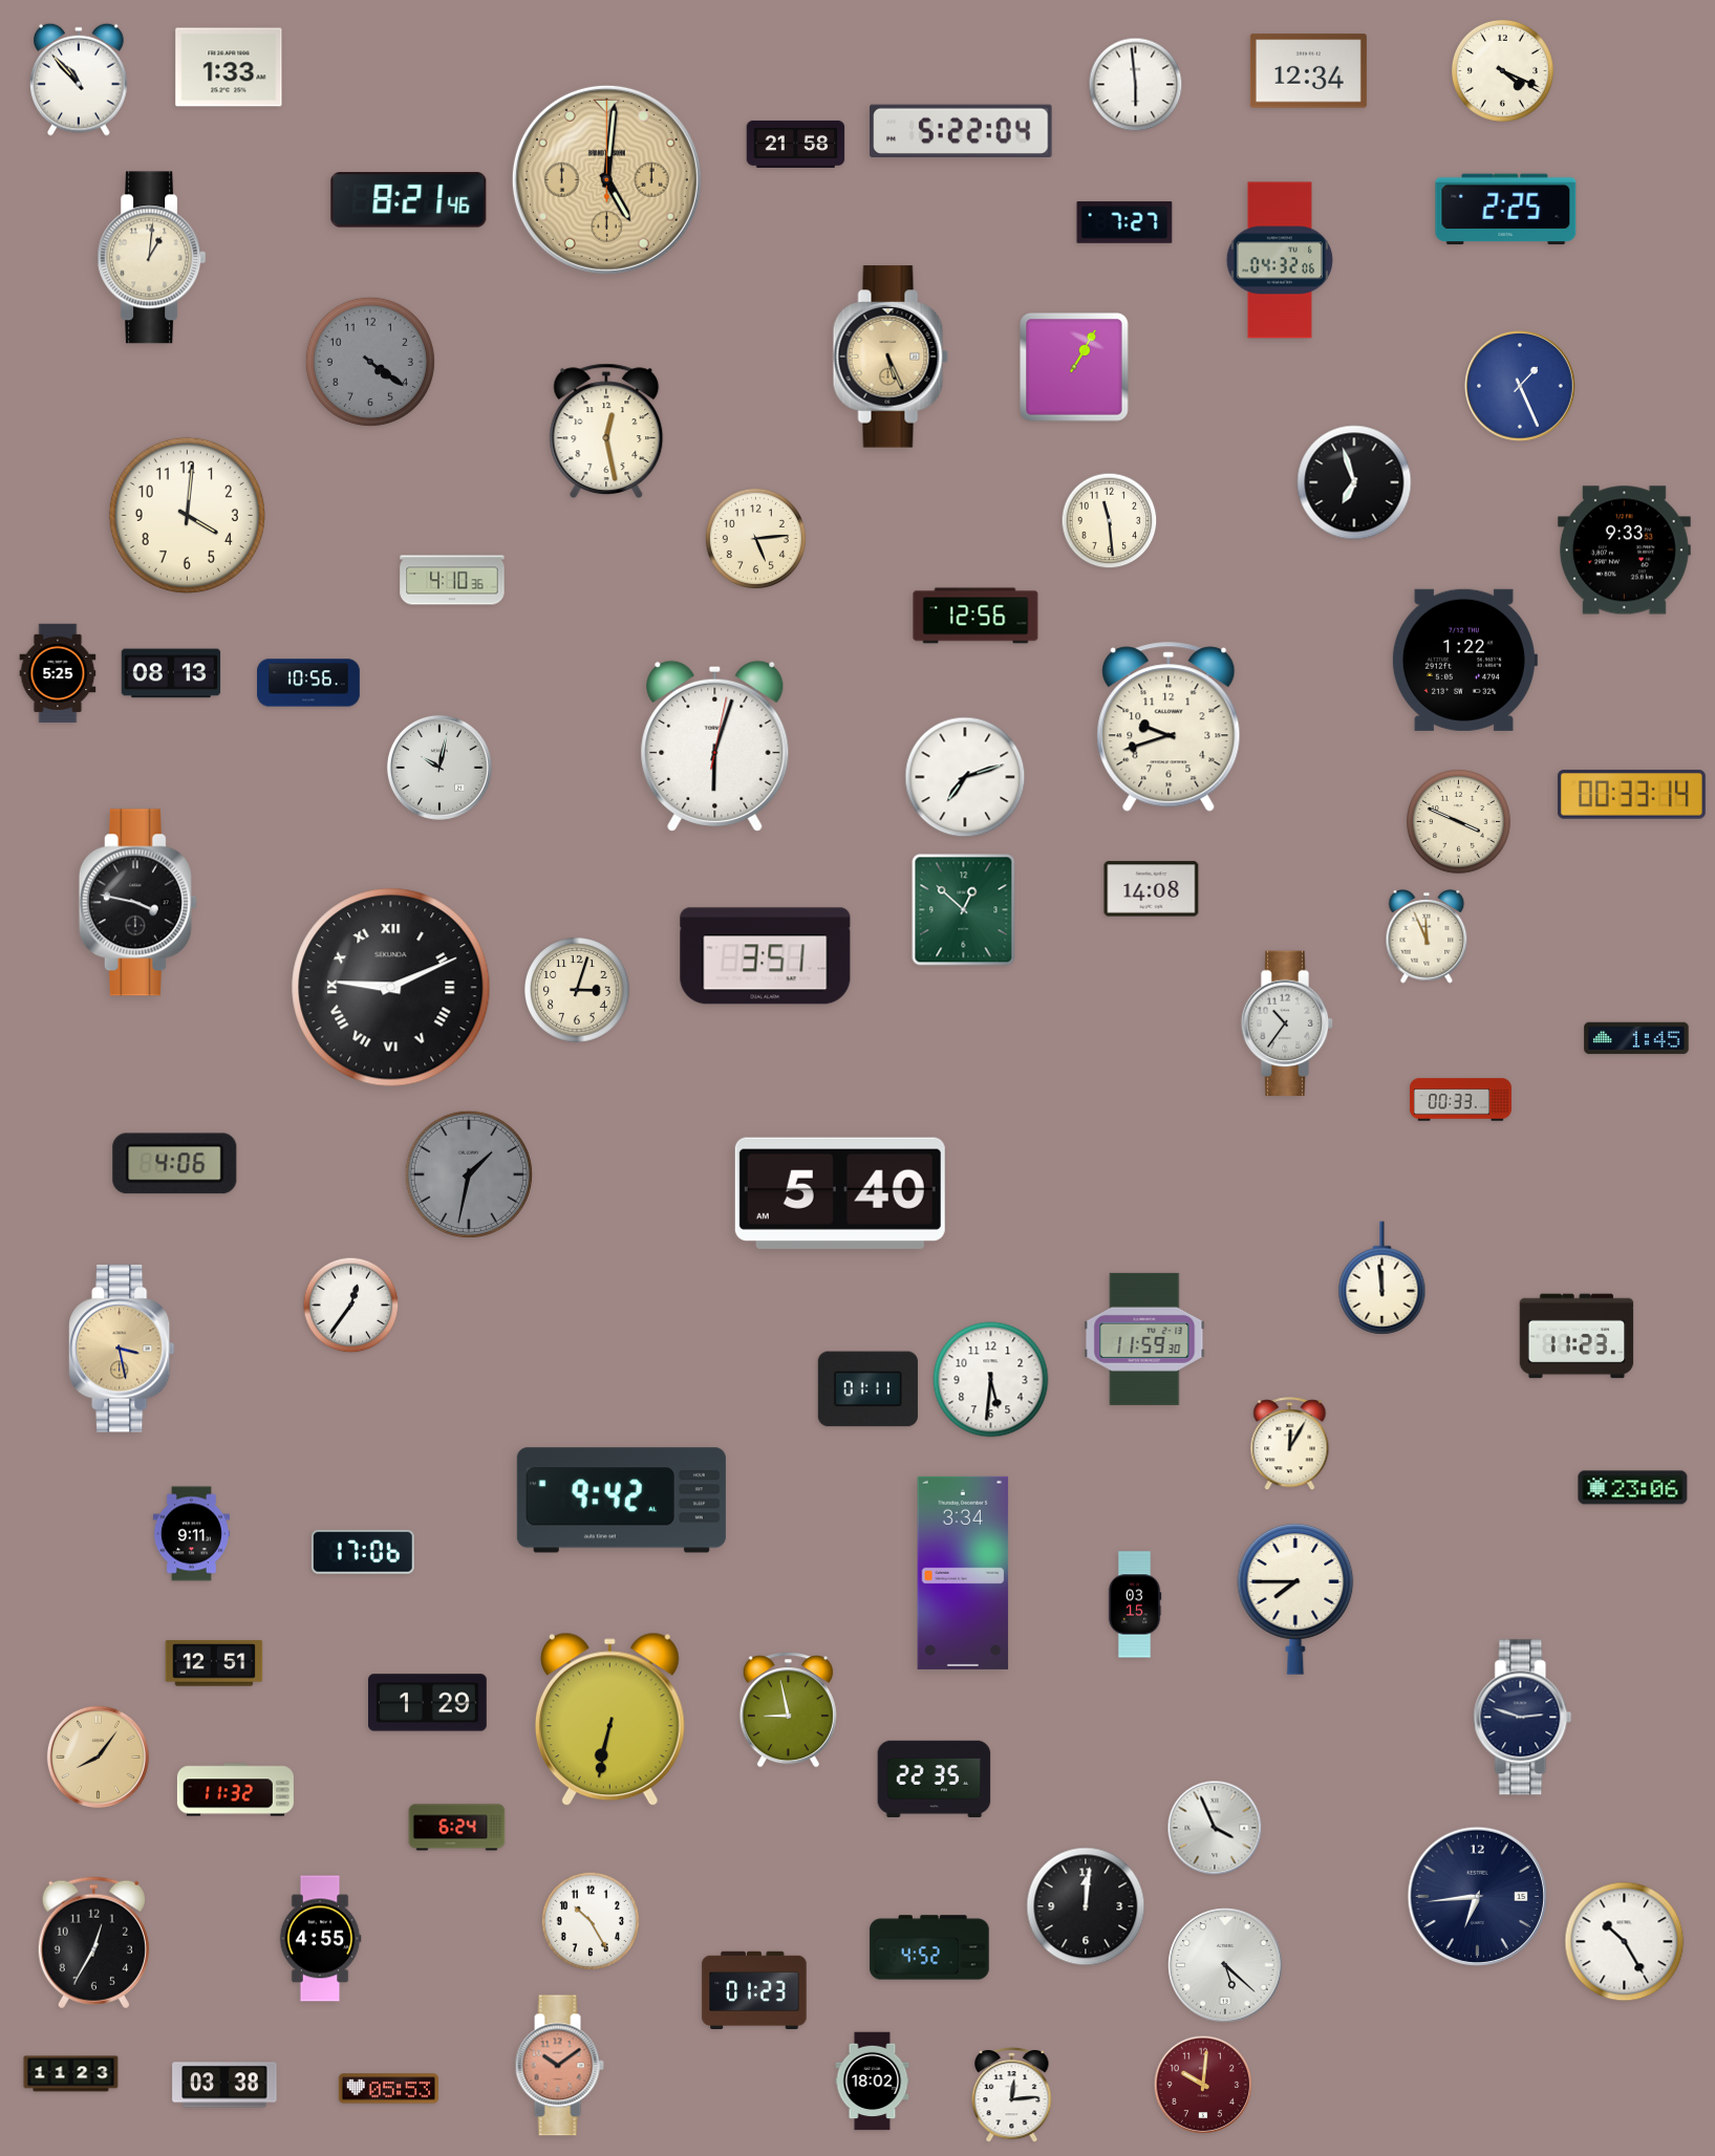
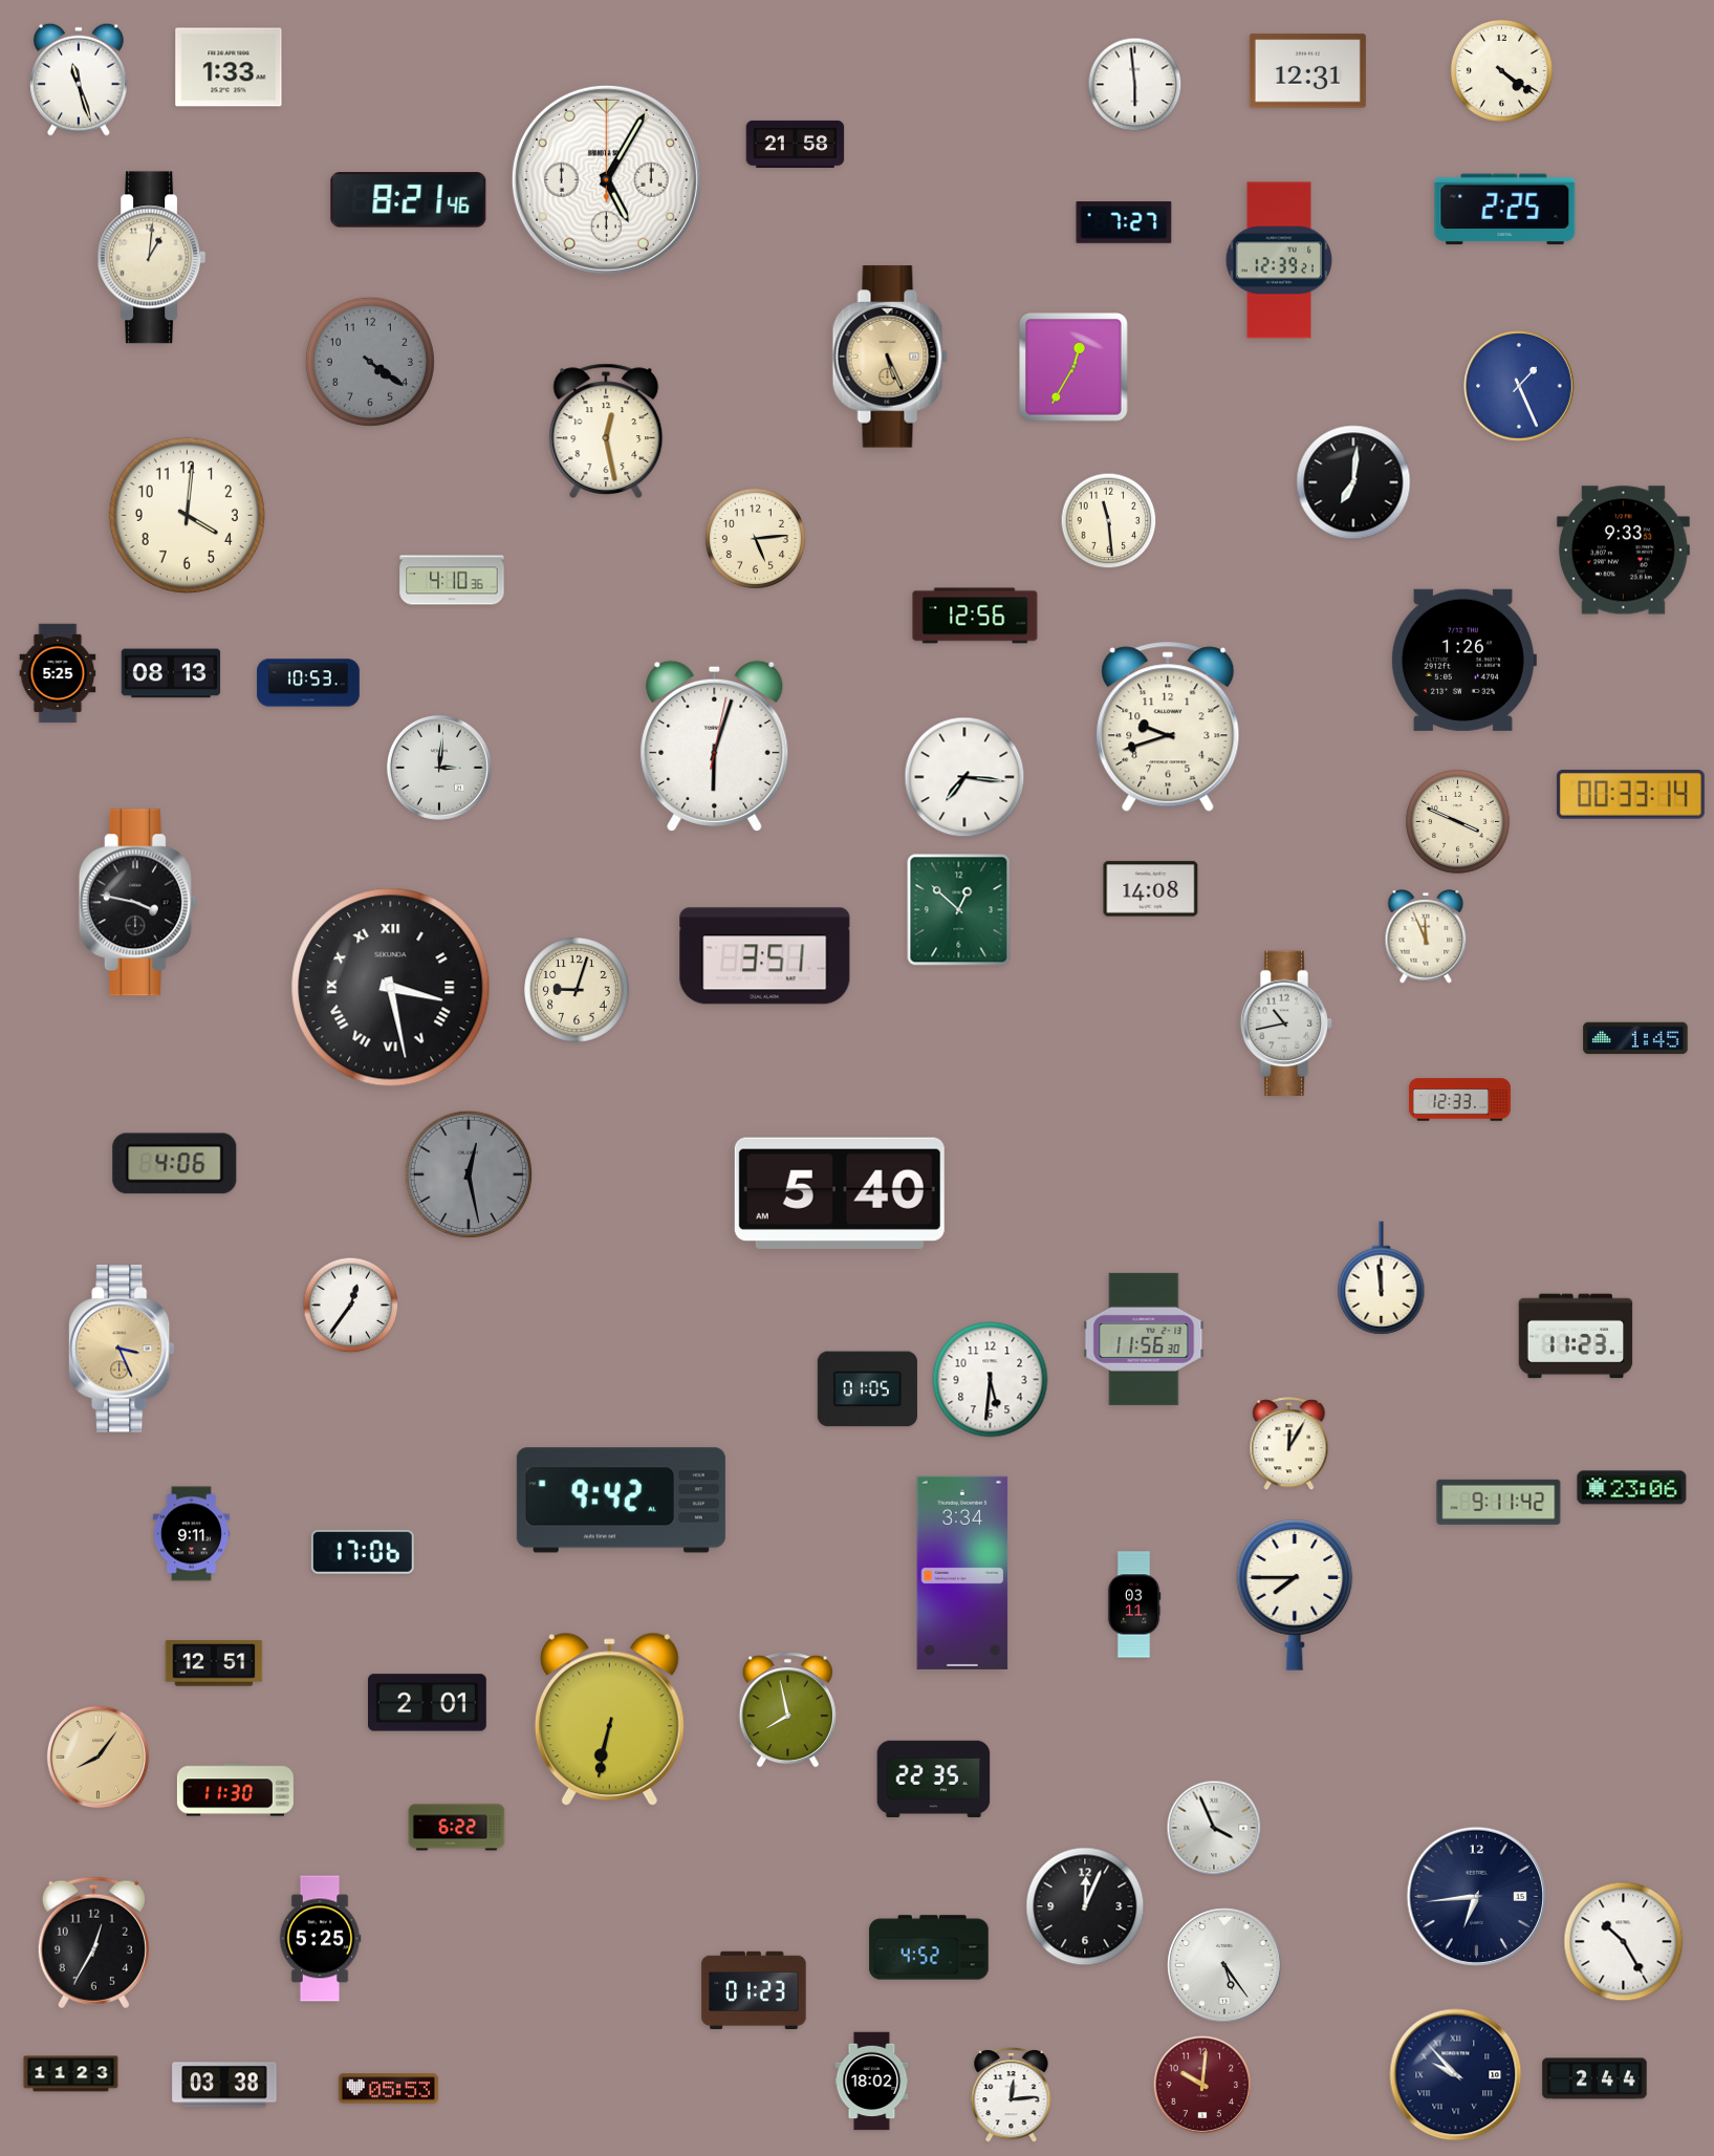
clock at (1502, 70): 4:19 -> 4:21
clock at (1308, 71): 12:34 -> 12:31
clock at (80, 80): 10:53 -> 11:27
clock at (961, 130): 5:22 -> none
clock at (606, 179): 5:01 -> 5:05
clock at (606, 179) dial: champagne -> white
clock at (1280, 260): 04:32 -> 12:39
clock at (1075, 368): 1:05 -> 12:35
clock at (1354, 482): 6:57 -> 7:01
clock at (1464, 660): 1:22 -> 1:26
clock at (308, 683): 10:56 -> 10:53
clock at (440, 768): 10:02 -> 3:01
clock at (965, 777): 7:12 -> 7:16
clock at (964, 910) position: (964, 910) -> (959, 910)
clock at (391, 988): 9:11 -> 3:28
clock at (577, 990): 3:03 -> 9:03
clock at (1287, 1023): 10:36 -> 10:43
clock at (1460, 1100): 00:33 -> 12:33
clock at (469, 1174): 1:32 -> 12:28
clock at (1144, 1339): 11:59 -> 11:56
clock at (122, 1349): 3:28 -> 3:26
clock at (867, 1389): 01:11 -> 01:05
clock at (1499, 1502): none -> 9:11
clock at (1295, 1599) position: (1295, 1599) -> (1295, 1595)
clock at (1135, 1604): 03:15 -> 03:11
clock at (428, 1703): 1:29 -> 2:01
clock at (788, 1710): 8:58 -> 7:58
clock at (1523, 1718): 2:48 -> none
clock at (235, 1790): 11:32 -> 11:30
clock at (457, 1828): 6:24 -> 6:22
clock at (1086, 1906): 12:01 -> 12:04
clock at (591, 1921): 10:25 -> none
clock at (320, 1939): 4:55 -> 5:25
clock at (1225, 1965): 5:22 -> 5:24
clock at (559, 2066): 10:09 -> none
clock at (1456, 2075): none -> 9:53
clock at (1594, 2078): none -> 2:44
